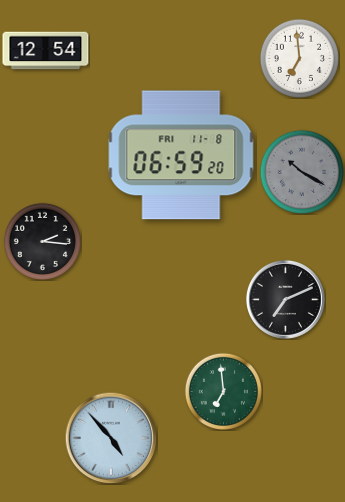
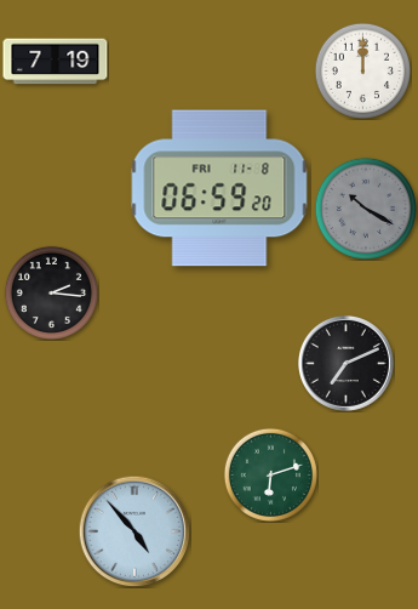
clock at (46, 51): 12:54 -> 7:19
clock at (299, 58): 6:59 -> 12:00
clock at (223, 391): 6:59 -> 6:12
